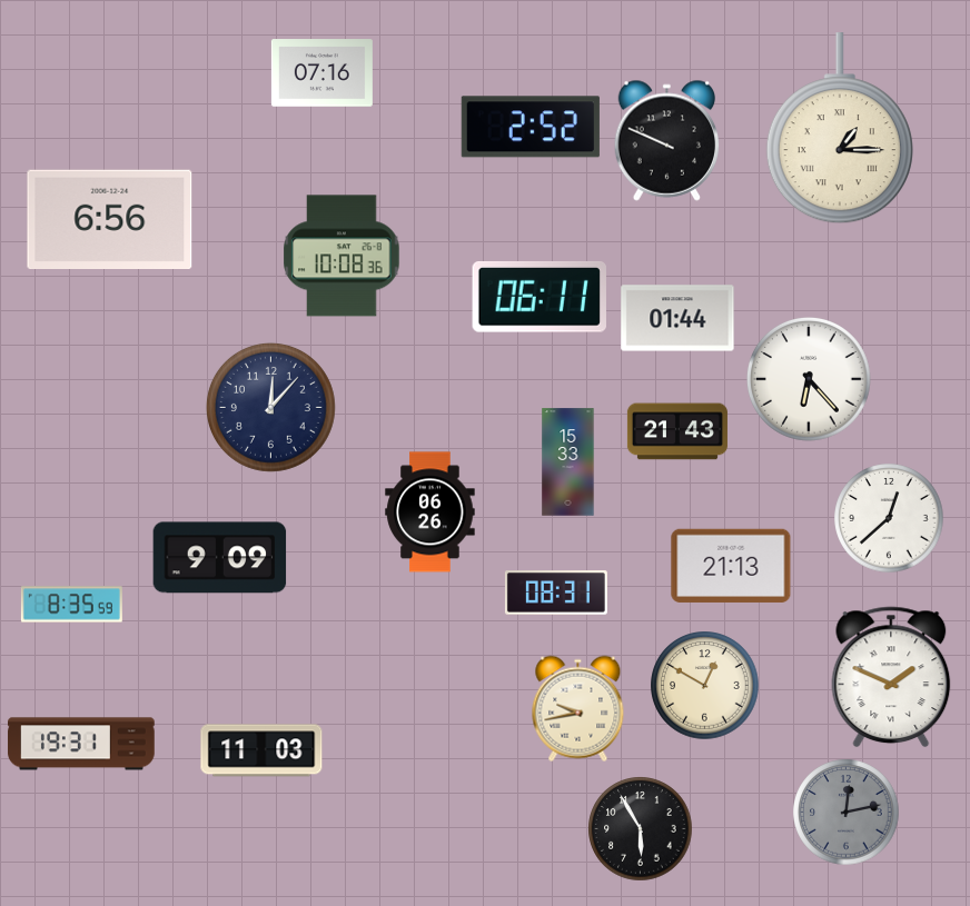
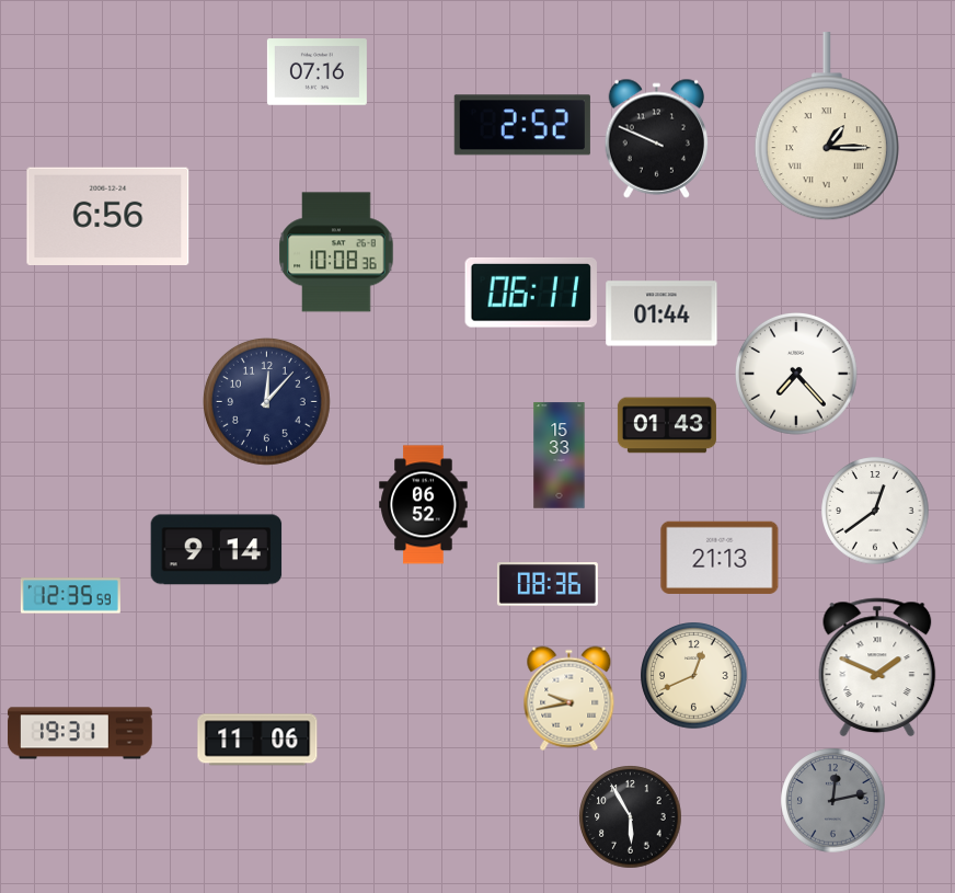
clock at (677, 318) position: (677, 318) -> (661, 313)
clock at (810, 380): 6:23 -> 7:23
clock at (677, 431): 21:43 -> 01:43
clock at (430, 512): 06:26 -> 06:52
clock at (889, 518): 12:38 -> 12:39
clock at (220, 558): 9:09 -> 9:14
clock at (556, 593): 08:31 -> 08:36
clock at (71, 605): 8:35 -> 12:35
clock at (705, 686): 12:50 -> 12:41
clock at (261, 750): 11:03 -> 11:06
